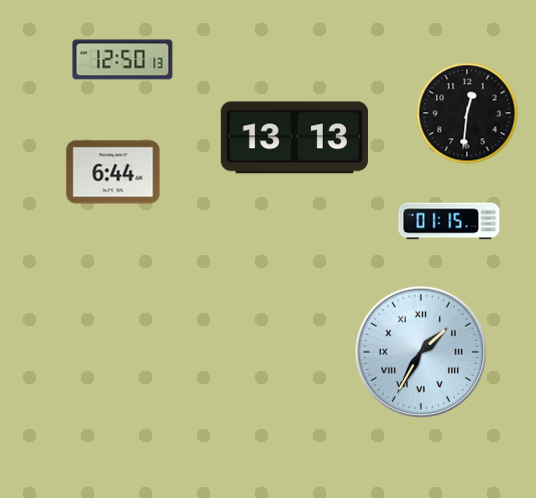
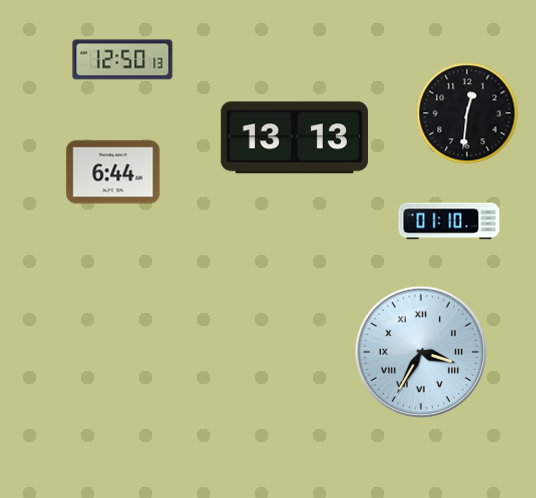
clock at (449, 221): 01:15 -> 01:10
clock at (421, 352): 1:35 -> 3:35
